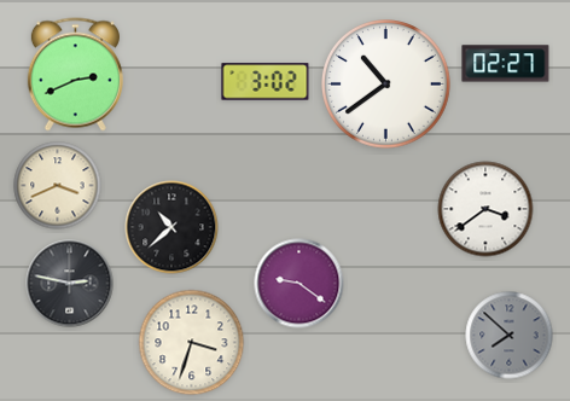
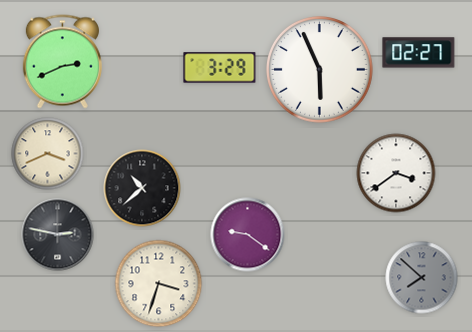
clock at (266, 82): 3:02 -> 3:29
clock at (386, 85): 10:39 -> 5:56
clock at (485, 209) position: (485, 209) -> (396, 173)
